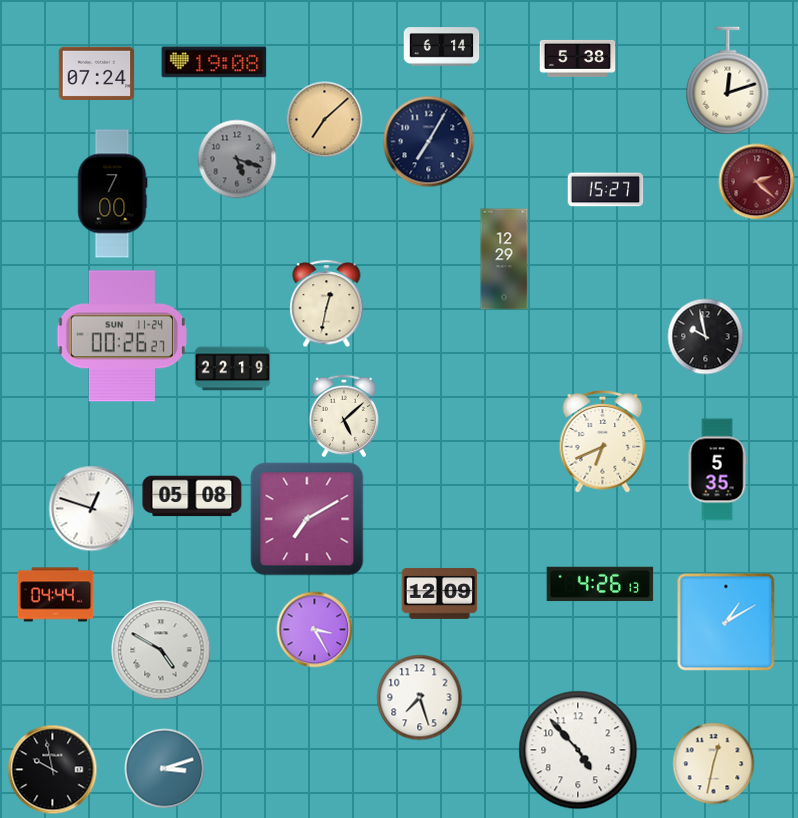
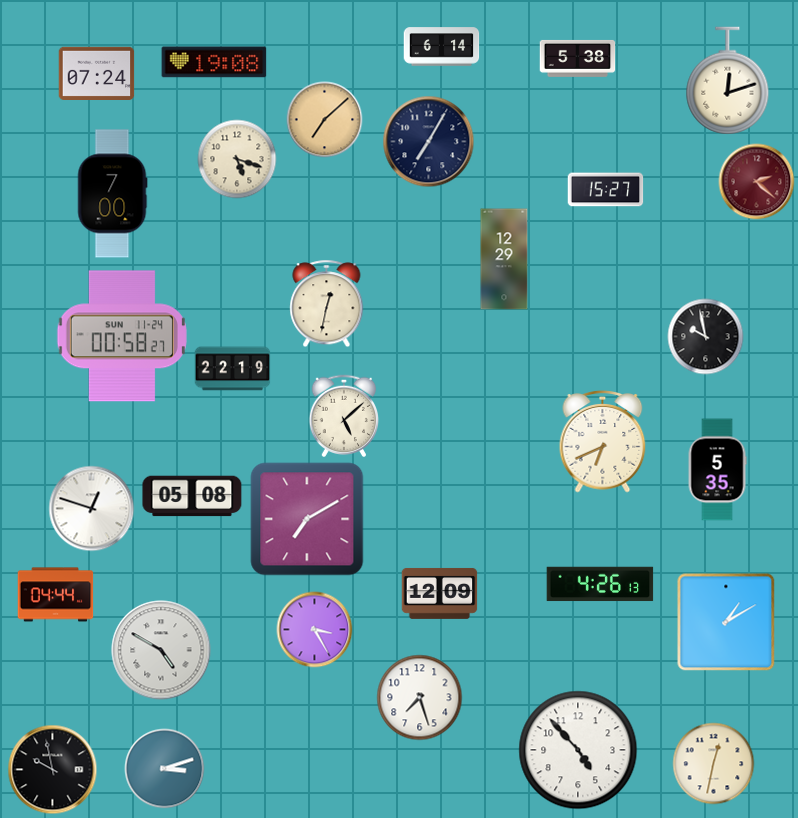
clock at (237, 159) dial: grey -> cream
clock at (122, 336): 00:26 -> 00:58
